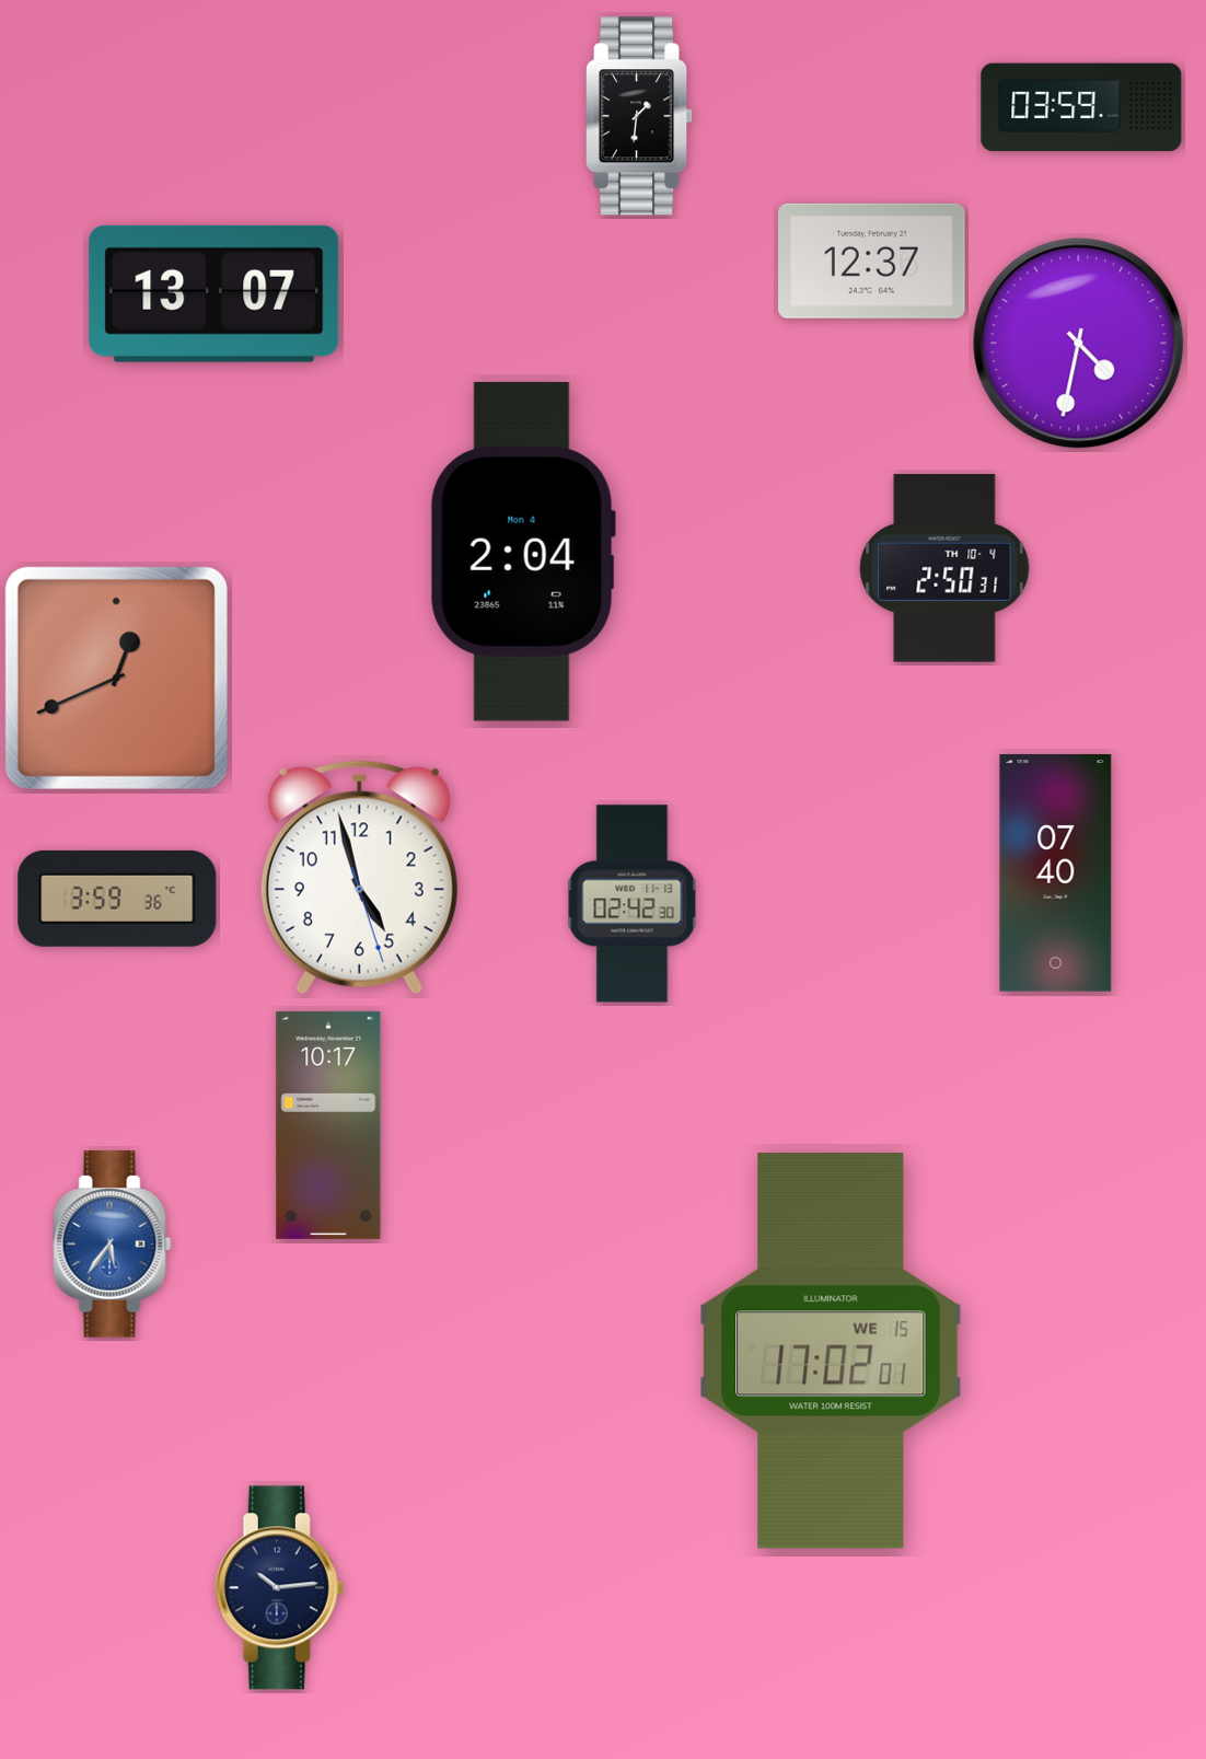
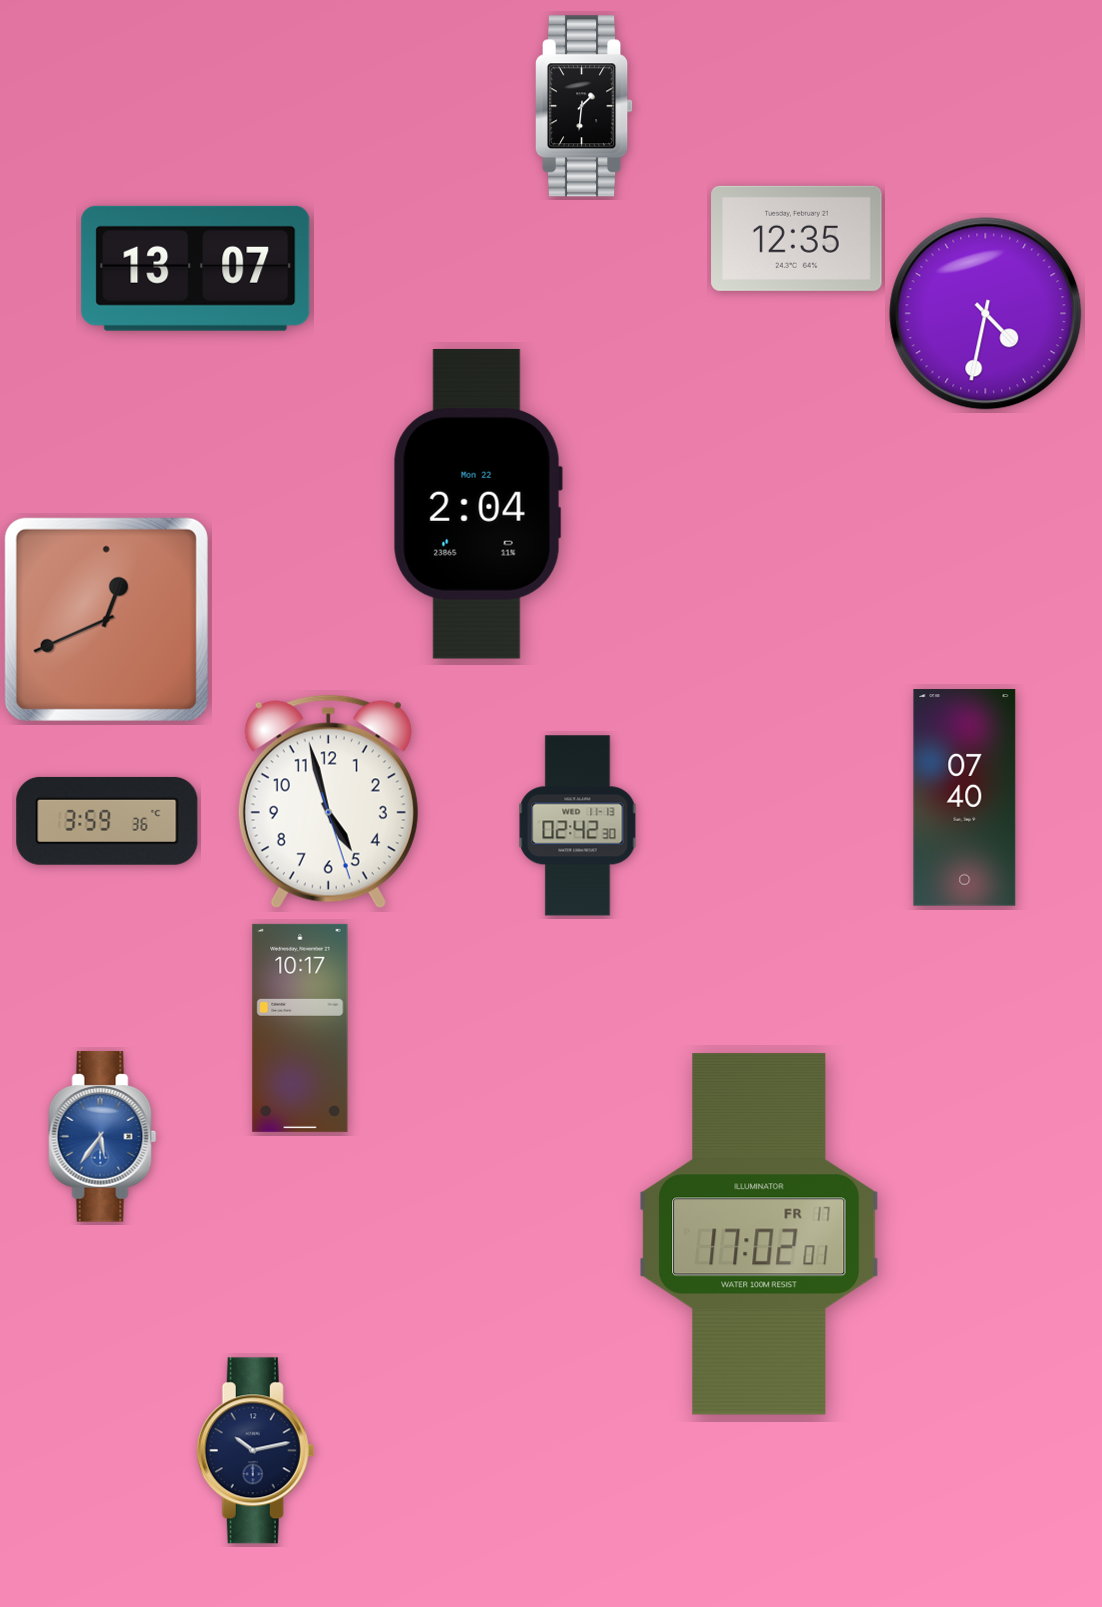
clock at (1081, 107): 03:59 -> none
clock at (872, 261): 12:37 -> 12:35
clock at (523, 552) date: Mon 4 -> Mon 22
clock at (944, 568): 2:50 -> none
clock at (831, 1351) date: WE 15 -> FR 17
clock at (280, 1588): 10:14 -> 10:13
